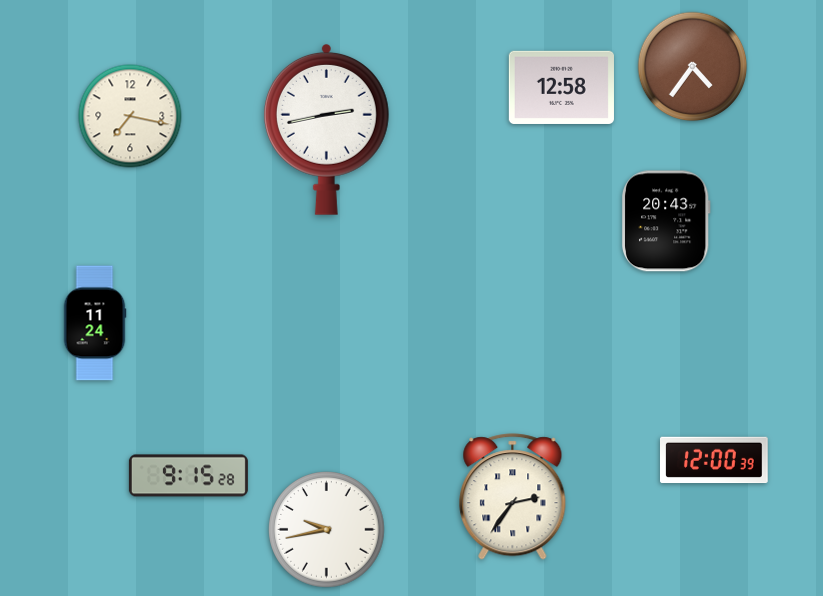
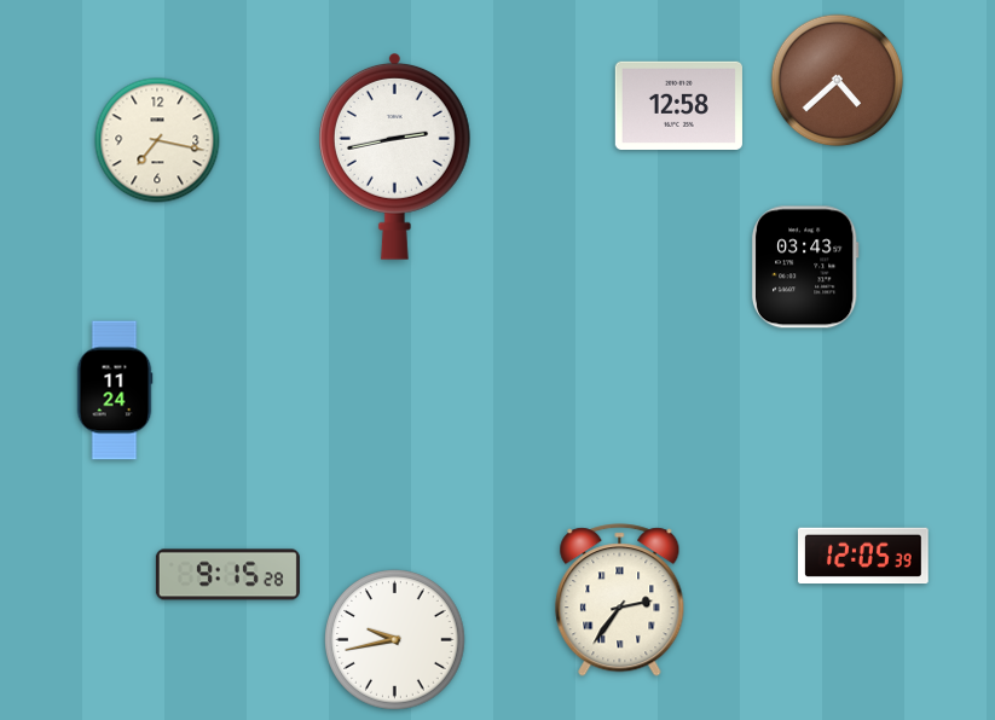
clock at (693, 67): 4:36 -> 4:38
clock at (666, 221): 20:43 -> 03:43
clock at (715, 460): 12:00 -> 12:05
